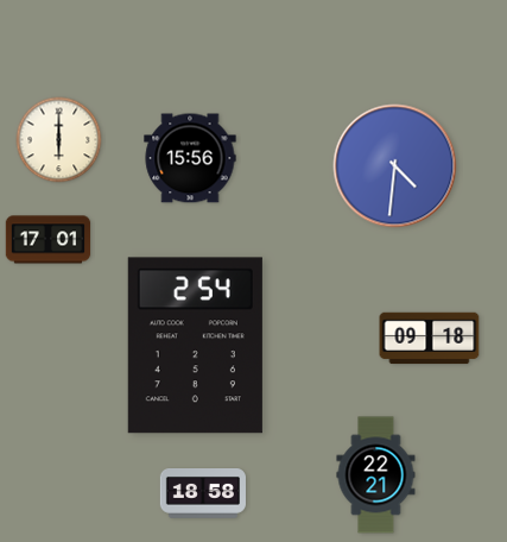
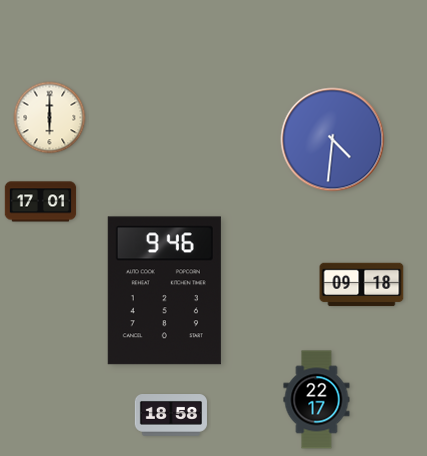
clock at (190, 158): 15:56 -> none
clock at (195, 346): 2:54 -> 9:46
clock at (376, 475): 22:21 -> 22:17
